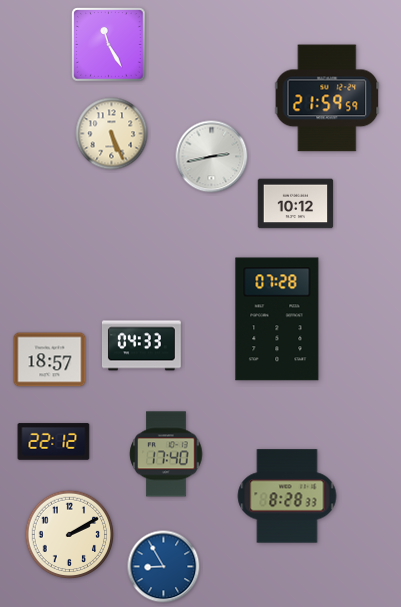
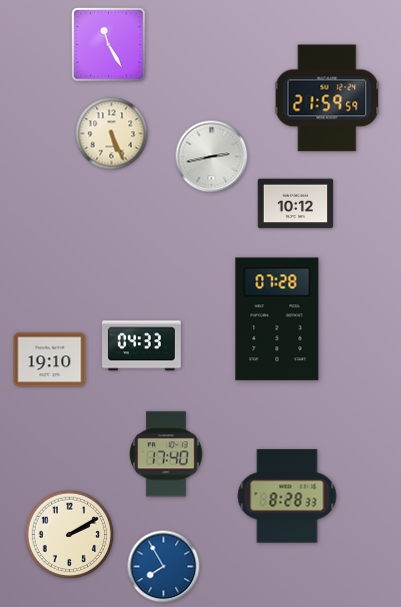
clock at (50, 360): 18:57 -> 19:10
clock at (54, 442): 22:12 -> none
clock at (164, 567): 8:55 -> 7:55
